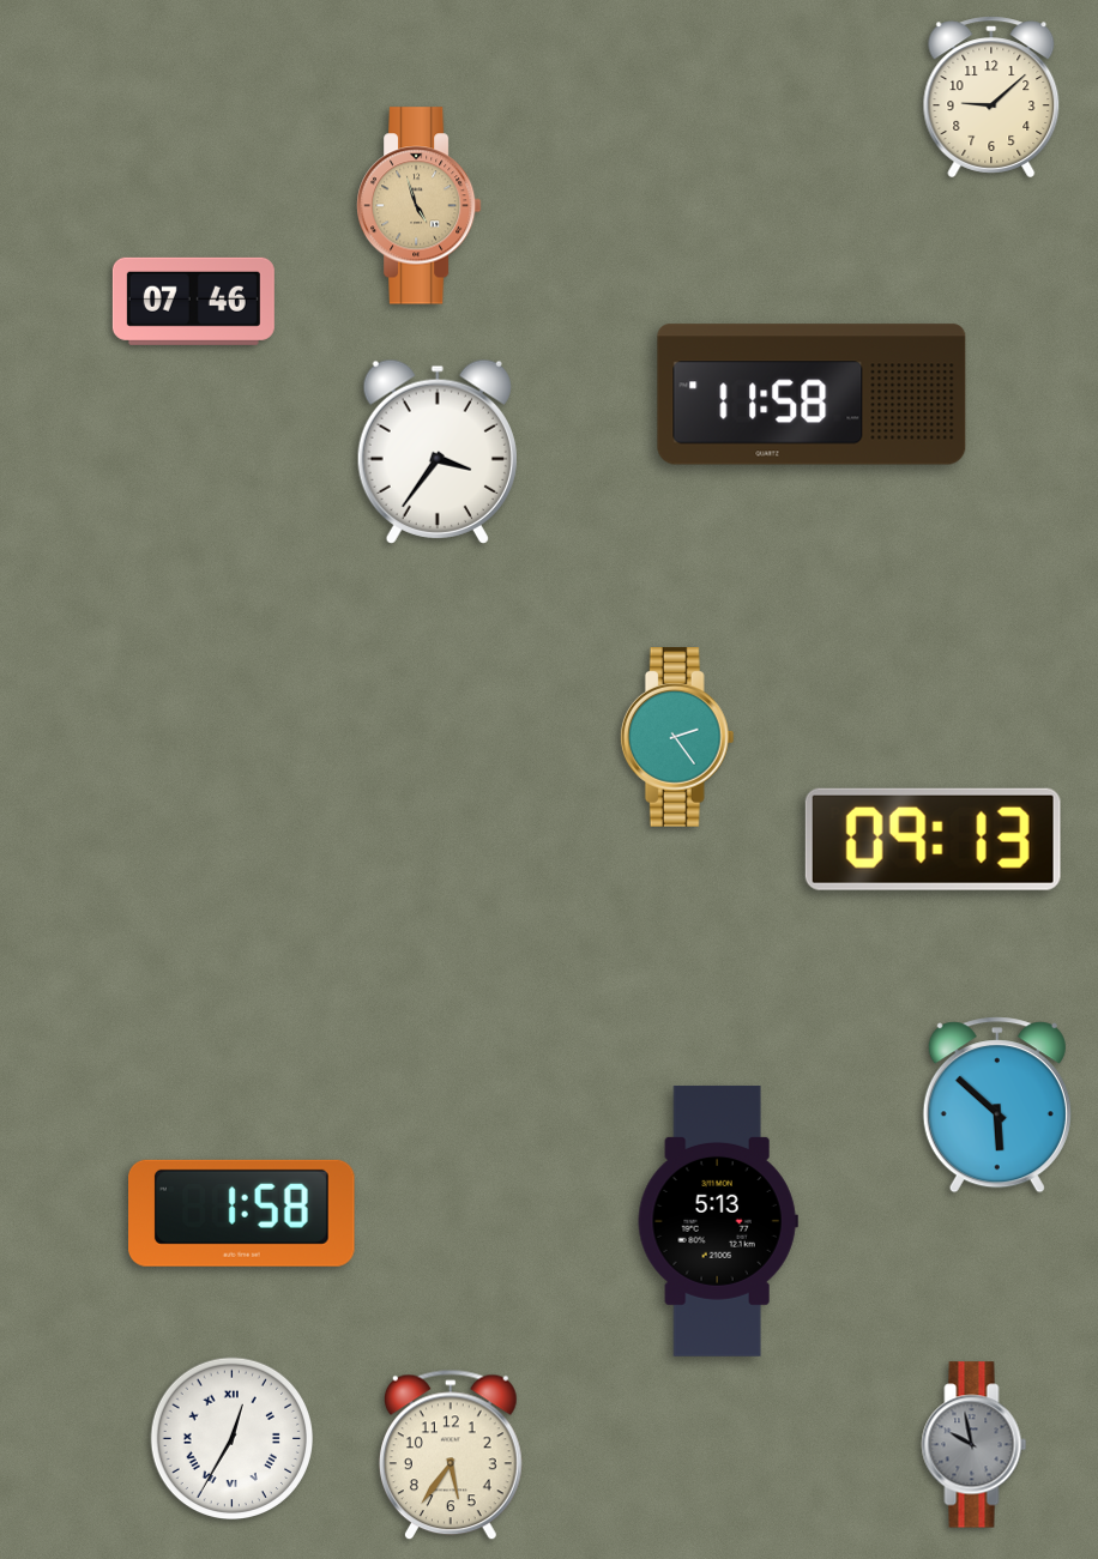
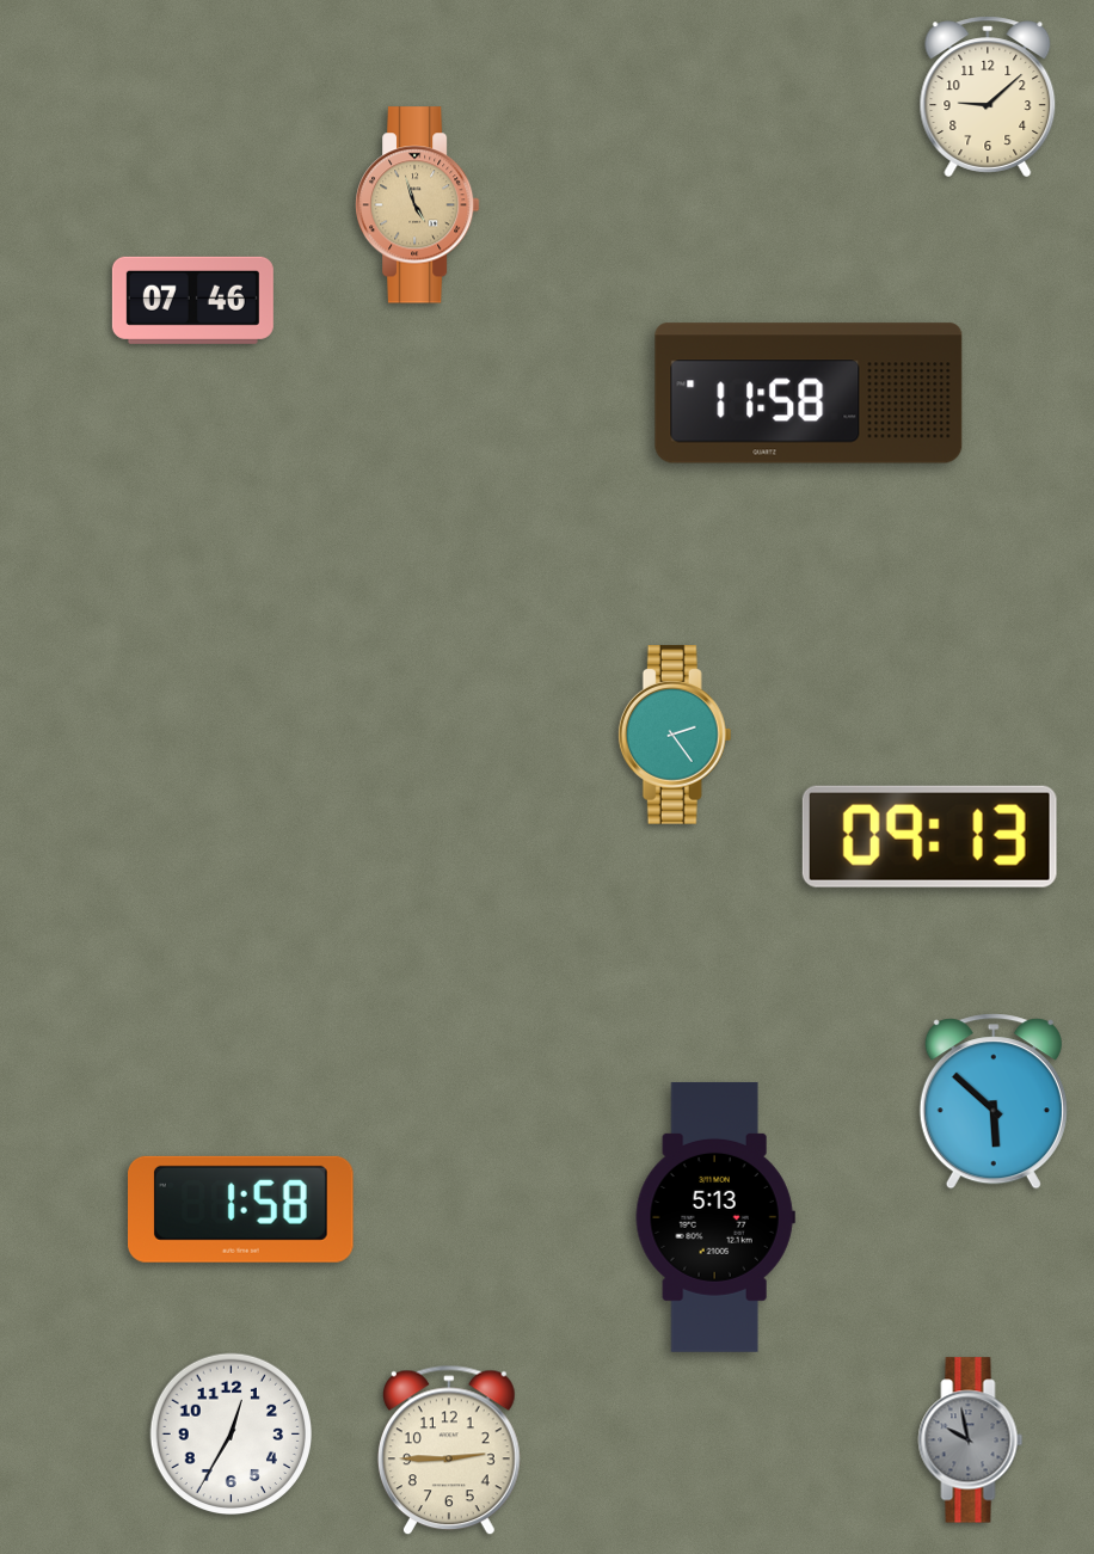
clock at (438, 452): 3:36 -> none
clock at (233, 1439) numerals: Roman -> Arabic
clock at (451, 1455): 5:36 -> 2:45
